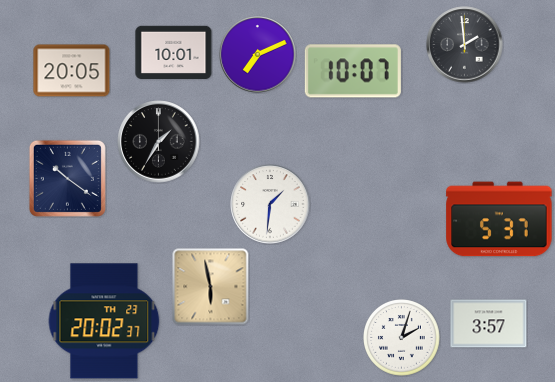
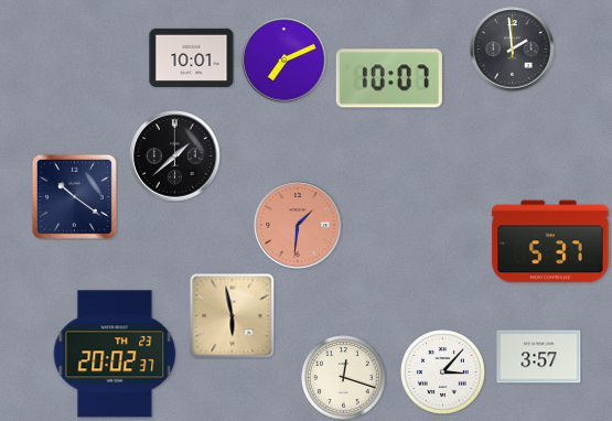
clock at (72, 71): 20:05 -> none
clock at (159, 142): 1:35 -> 1:38
clock at (270, 204) dial: white -> salmon
clock at (402, 338): 2:03 -> 3:07
clock at (344, 378): none -> 12:18
